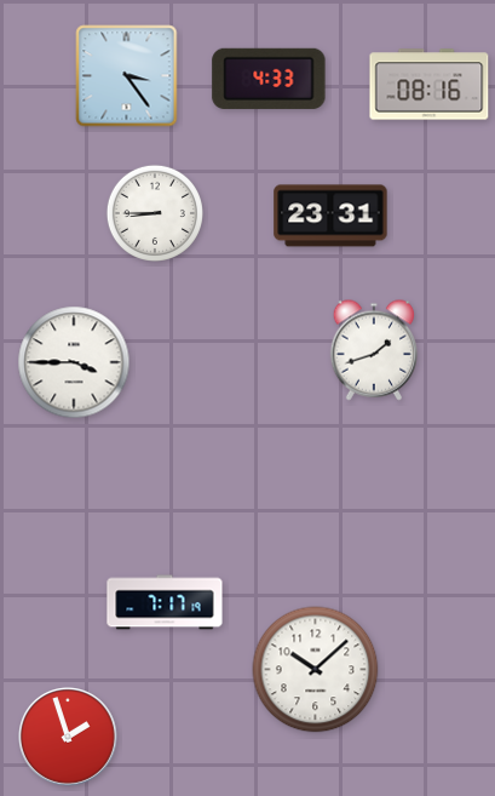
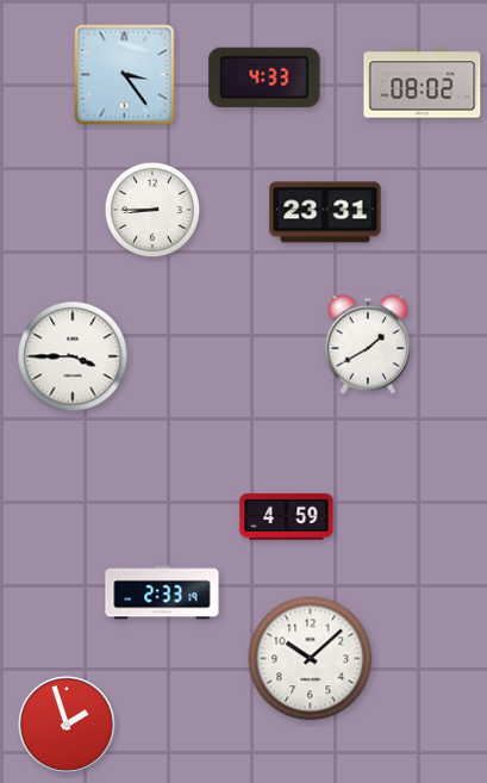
clock at (430, 85): 08:16 -> 08:02
clock at (374, 350): 1:42 -> 1:40
clock at (287, 516): none -> 4:59
clock at (165, 602): 7:17 -> 2:33
